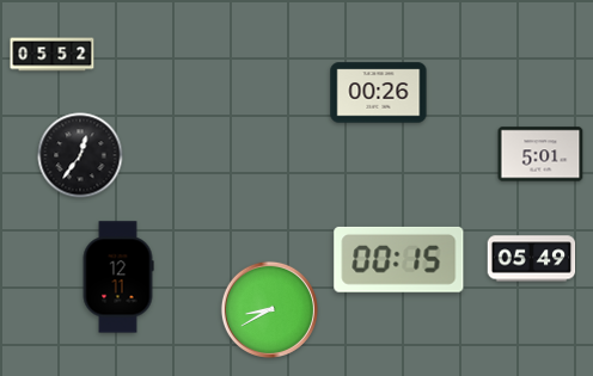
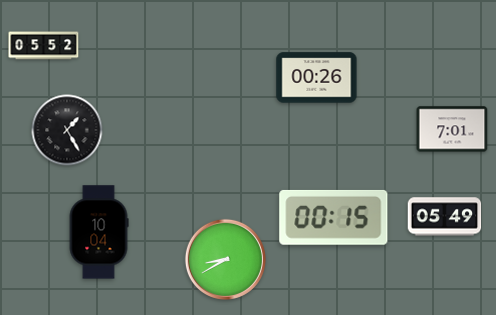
clock at (540, 154): 5:01 -> 7:01
clock at (80, 155): 12:36 -> 1:25
clock at (118, 277): 12:11 -> 10:04
